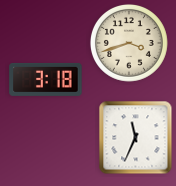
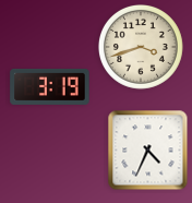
clock at (46, 79): 3:18 -> 3:19
clock at (136, 138): 11:34 -> 4:34
